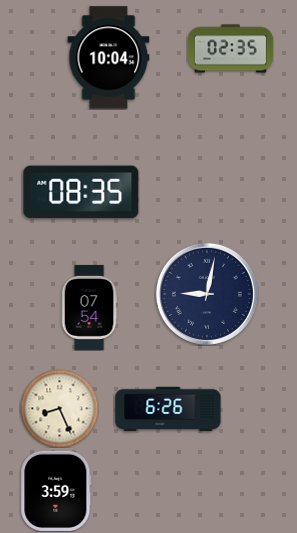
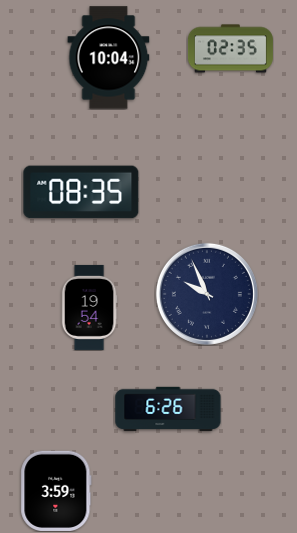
clock at (207, 294): 9:02 -> 9:56
clock at (89, 307): 07:54 -> 19:54
clock at (59, 408): 8:26 -> none
